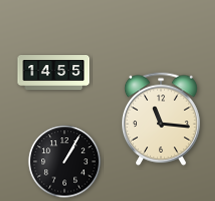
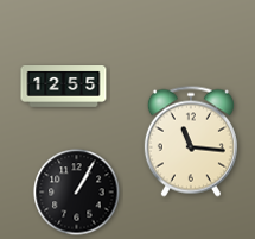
clock at (54, 73): 14:55 -> 12:55
